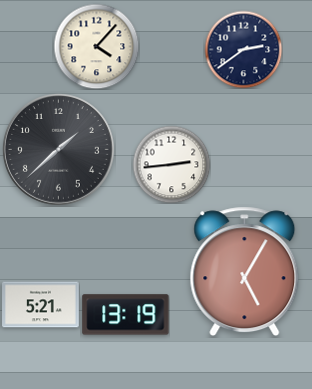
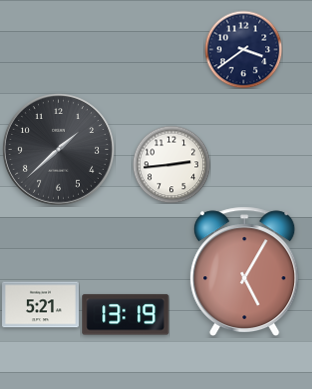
clock at (96, 46): 4:07 -> none
clock at (243, 49): 2:39 -> 3:39
